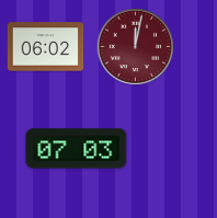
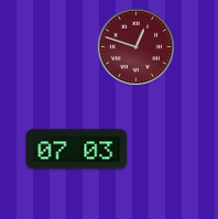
clock at (46, 47): 06:02 -> none
clock at (136, 47): 12:02 -> 12:48
